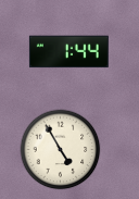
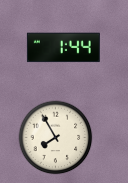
clock at (61, 150): 4:55 -> 7:55
